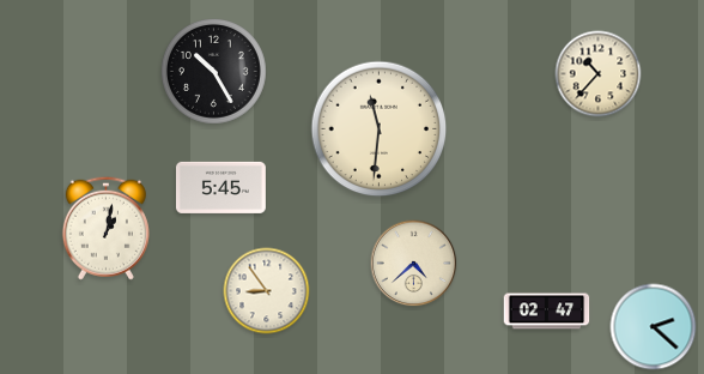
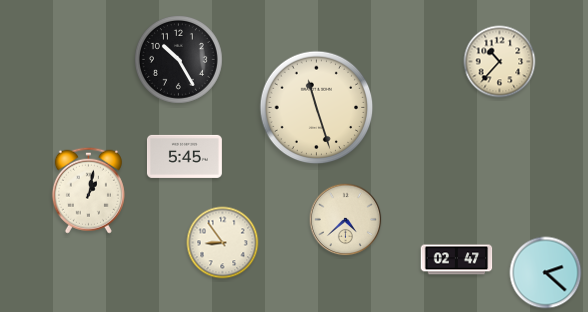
clock at (380, 129): 11:31 -> 11:27
